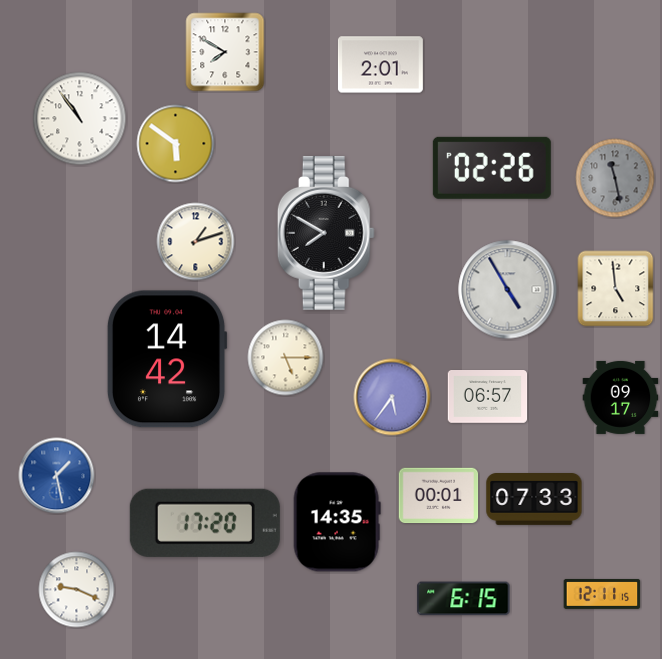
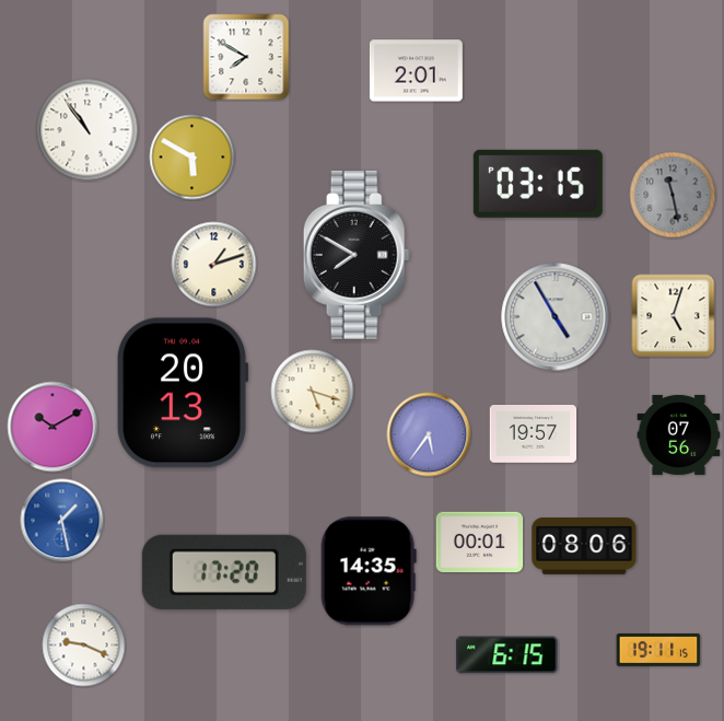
clock at (176, 144): 5:51 -> 5:50
clock at (492, 168): 02:26 -> 03:15
clock at (616, 289): 4:59 -> 5:03
clock at (286, 358): 5:15 -> 5:18
clock at (167, 359): 14:42 -> 20:13
clock at (52, 427): none -> 10:10
clock at (488, 397): 06:57 -> 19:57
clock at (621, 397): 09:17 -> 07:56
clock at (534, 500): 07:33 -> 08:06
clock at (602, 594): 12:11 -> 19:11
